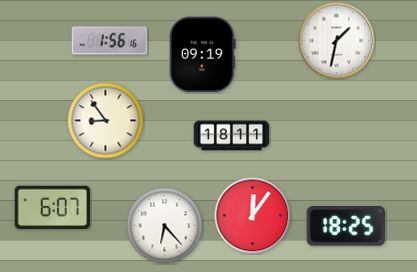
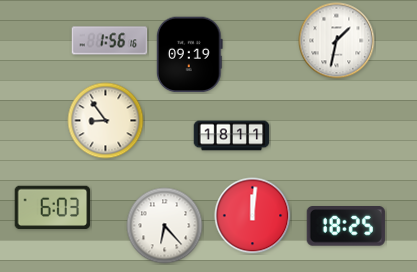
clock at (202, 55) position: (202, 55) -> (189, 55)
clock at (53, 208): 6:07 -> 6:03
clock at (253, 216): 12:06 -> 12:01
